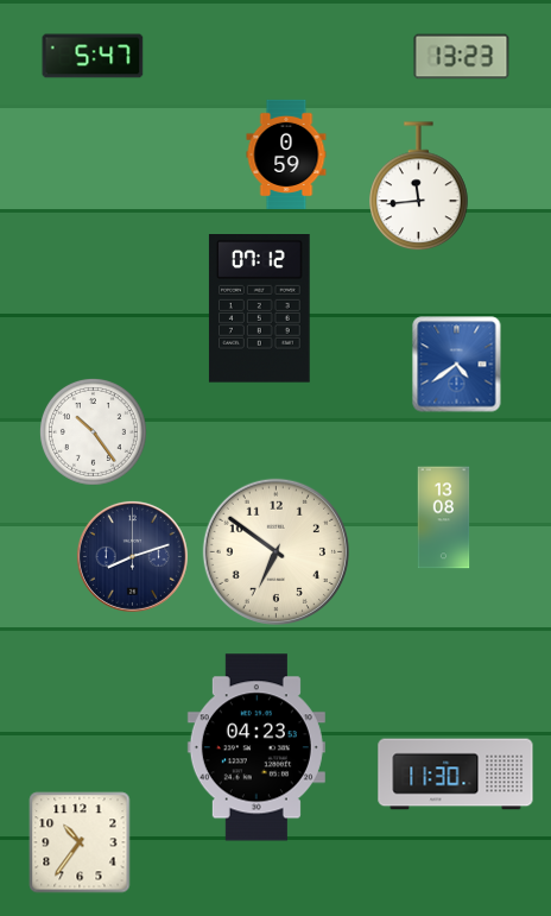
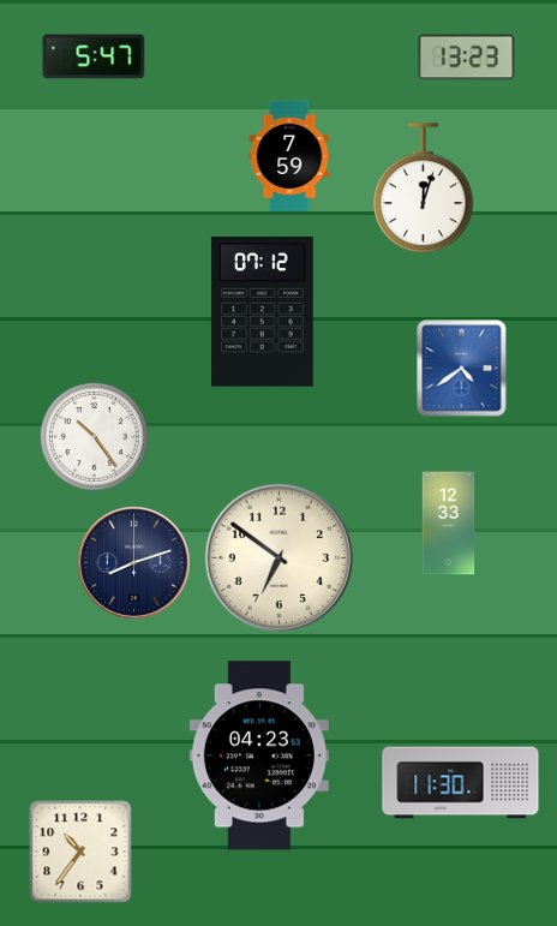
clock at (286, 154): 0:59 -> 7:59
clock at (419, 187): 11:44 -> 12:03
clock at (444, 518): 13:08 -> 12:33
